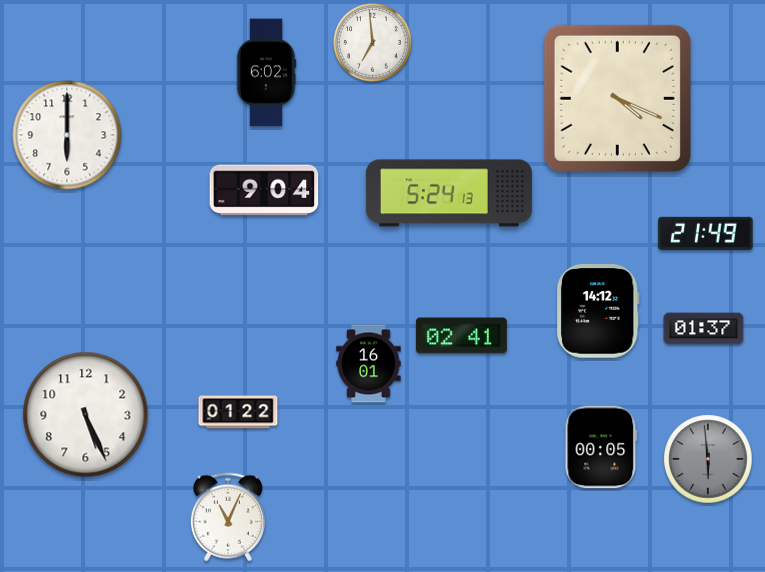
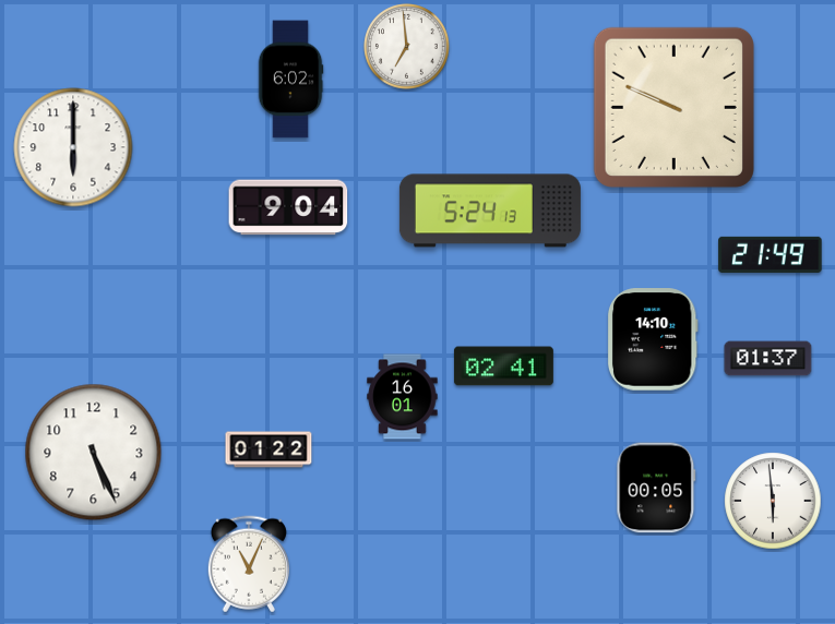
clock at (617, 98): 4:19 -> 9:49
clock at (598, 311): 14:12 -> 14:10
clock at (238, 412) position: (238, 412) -> (269, 449)
clock at (708, 459) dial: grey -> white
